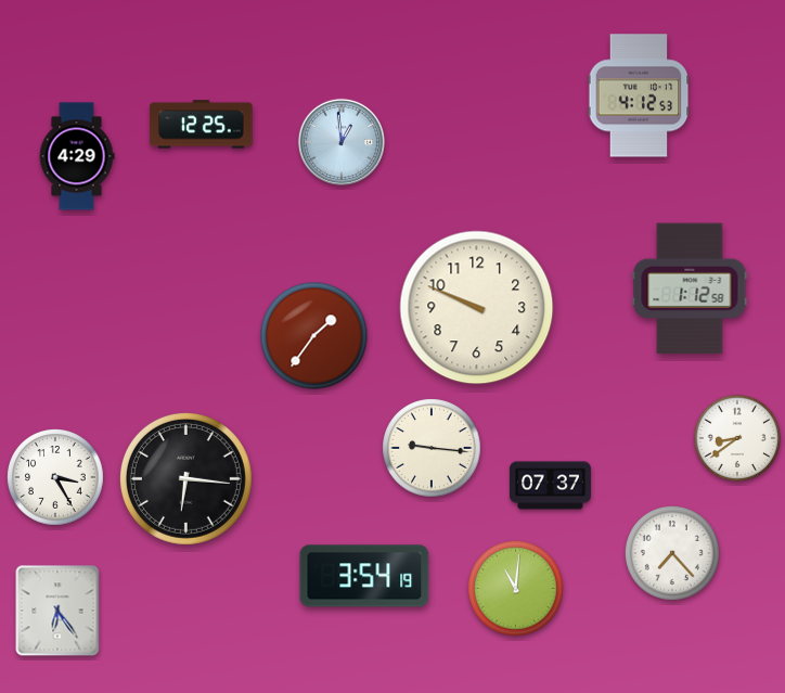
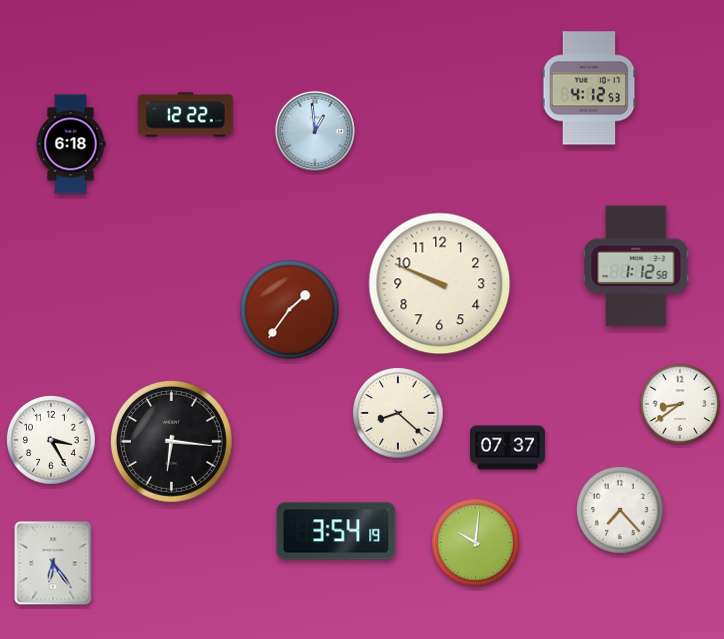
clock at (202, 125): 12:25 -> 12:22
clock at (77, 156): 4:29 -> 6:18
clock at (432, 448): 9:16 -> 8:22
clock at (516, 589): 11:01 -> 10:01
